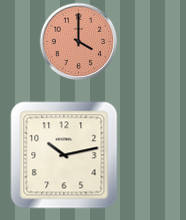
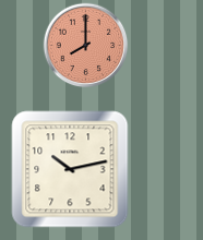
clock at (78, 41): 4:00 -> 8:00
